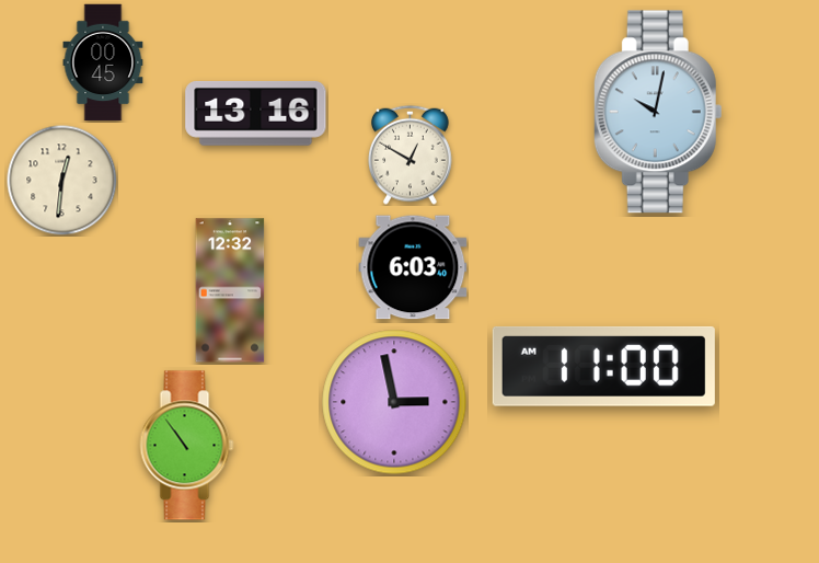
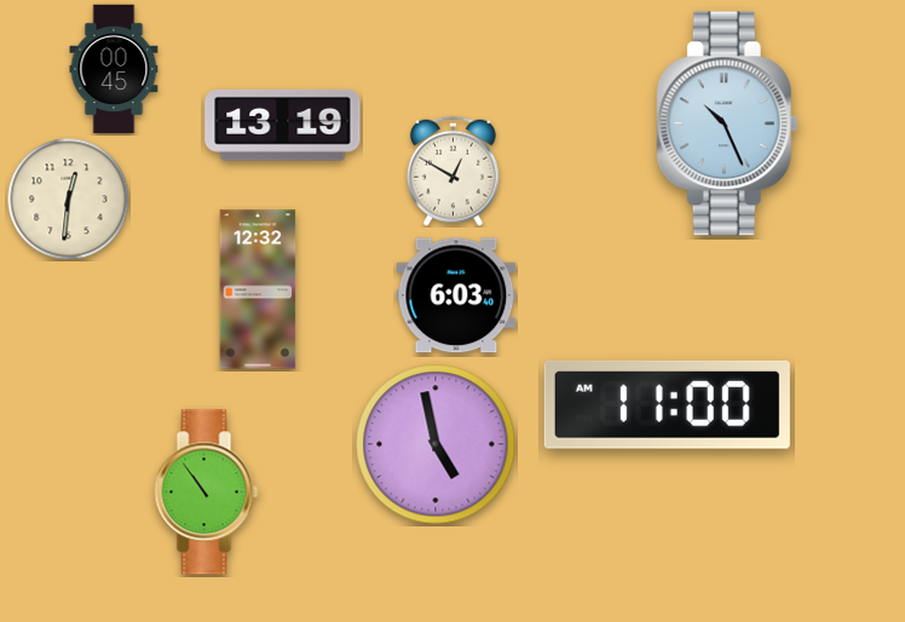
clock at (658, 112): 10:02 -> 10:26
clock at (256, 114): 13:16 -> 13:19
clock at (230, 290) position: (230, 290) -> (258, 289)
clock at (394, 402): 2:58 -> 4:58
